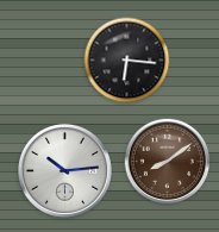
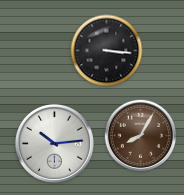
clock at (127, 61): 6:16 -> 3:16
clock at (168, 162): 8:09 -> 8:05
